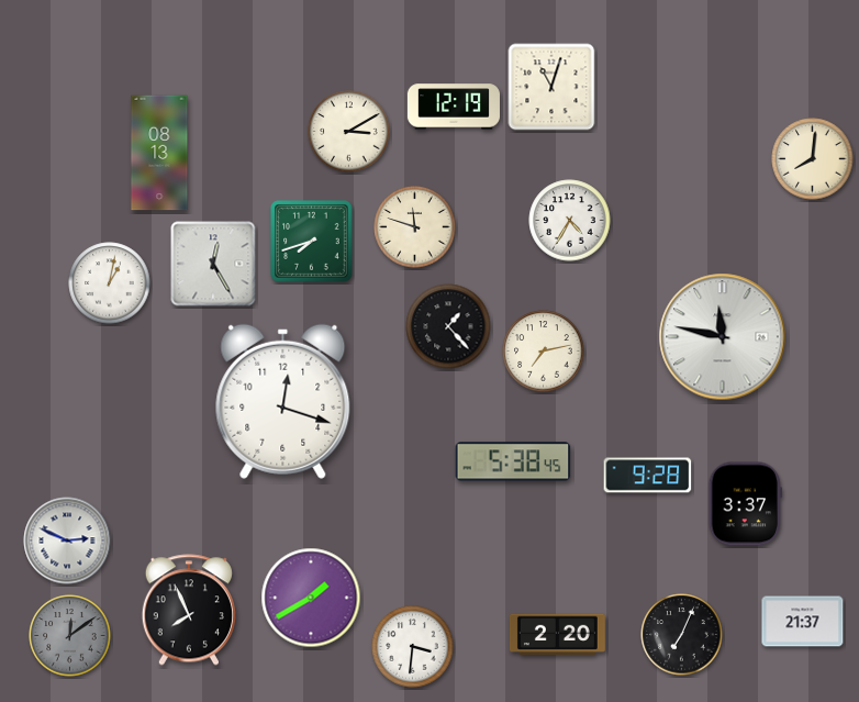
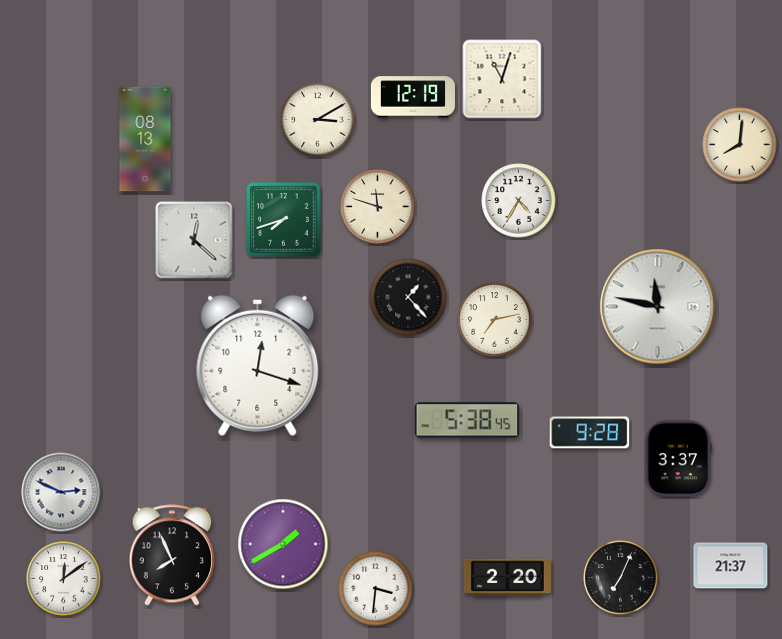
clock at (213, 264): 12:25 -> 12:22
clock at (110, 283): 1:02 -> none
clock at (70, 636) dial: grey -> white
